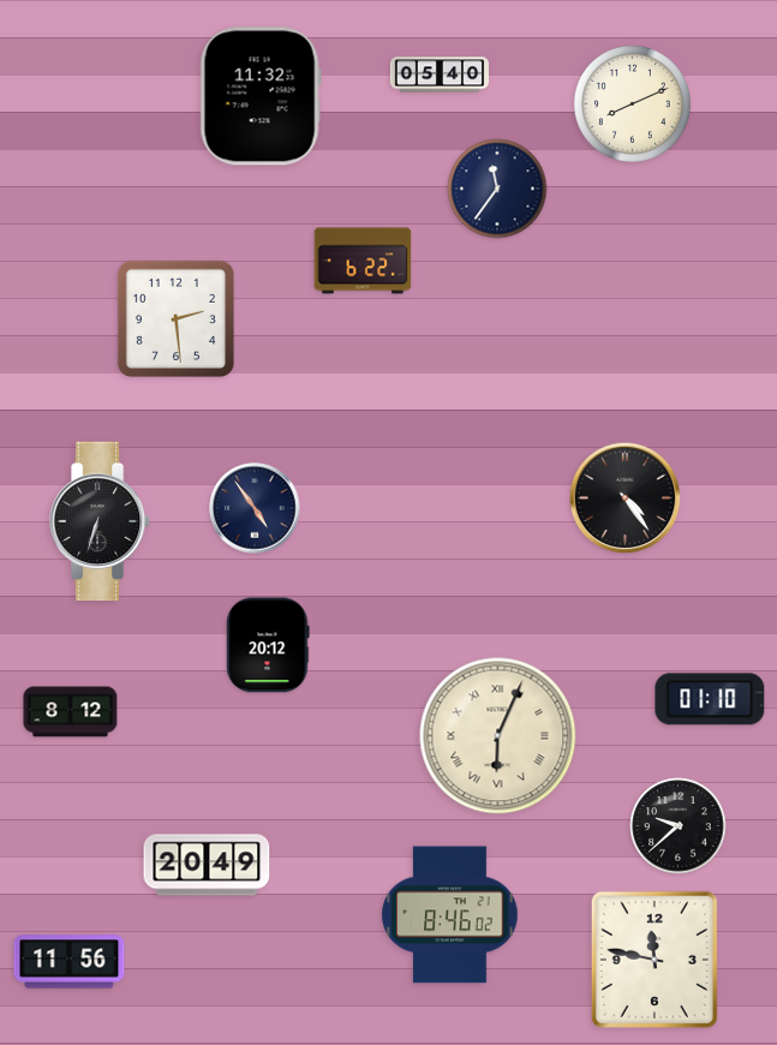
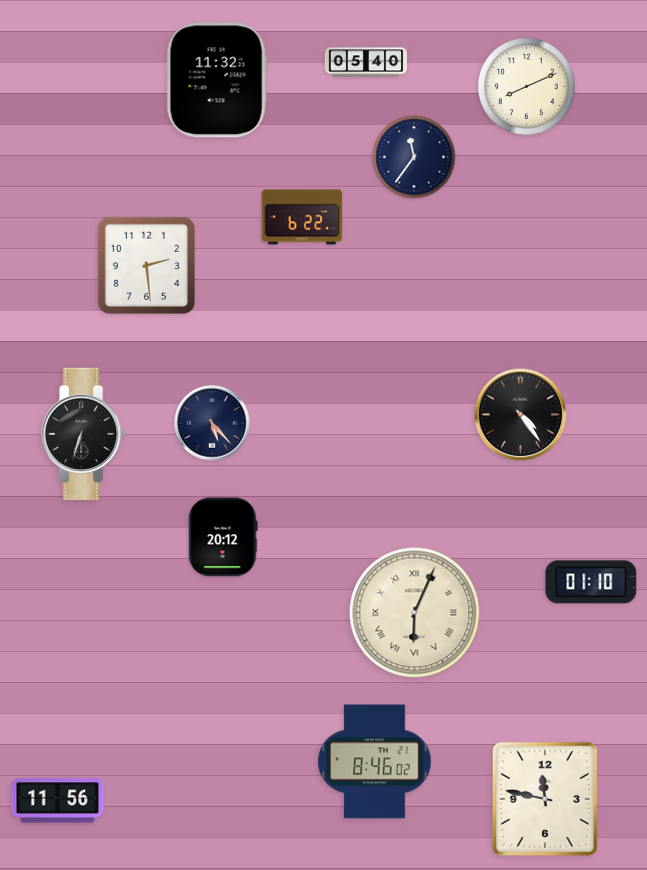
clock at (255, 508): 4:54 -> 5:23
clock at (71, 712): 8:12 -> none
clock at (679, 826): 9:38 -> none
clock at (207, 865): 20:49 -> none
